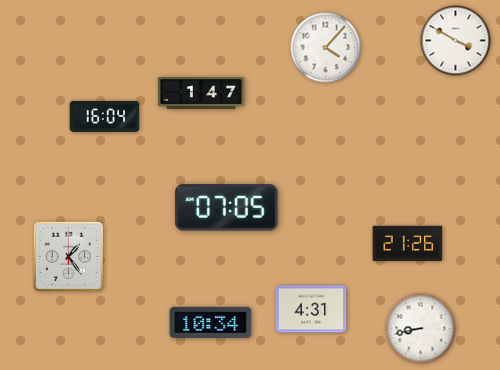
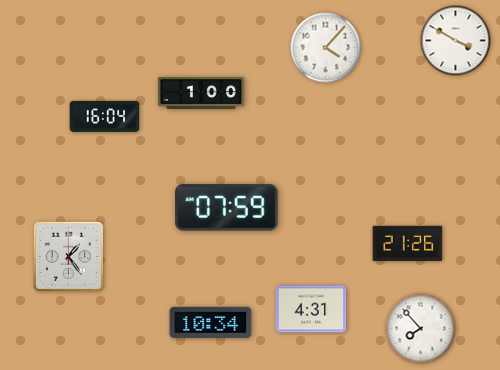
clock at (201, 94): 1:47 -> 1:00
clock at (227, 208): 07:05 -> 07:59
clock at (421, 329): 8:43 -> 7:53
